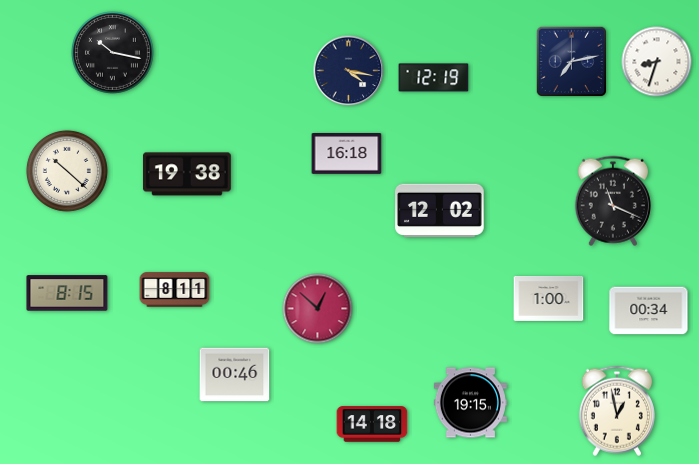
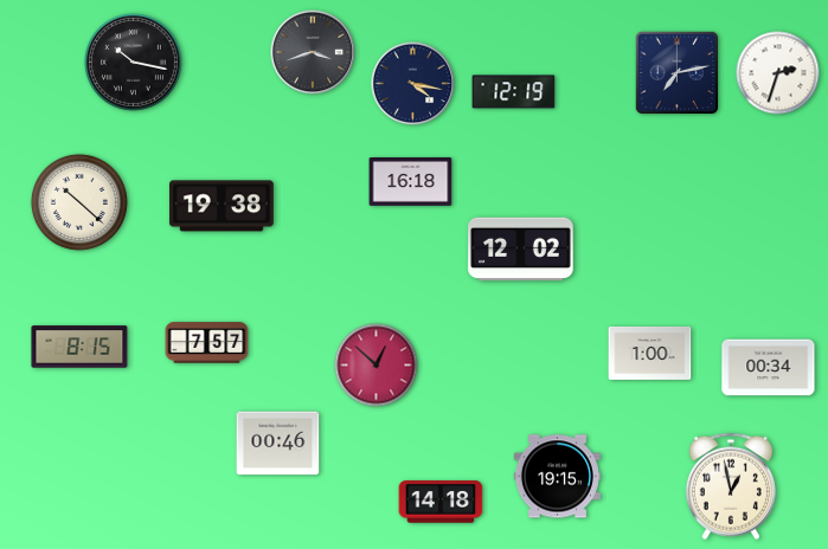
clock at (313, 52): none -> 3:42
clock at (657, 62): 8:33 -> 2:33
clock at (613, 201): 11:19 -> none
clock at (175, 290): 8:11 -> 7:57
